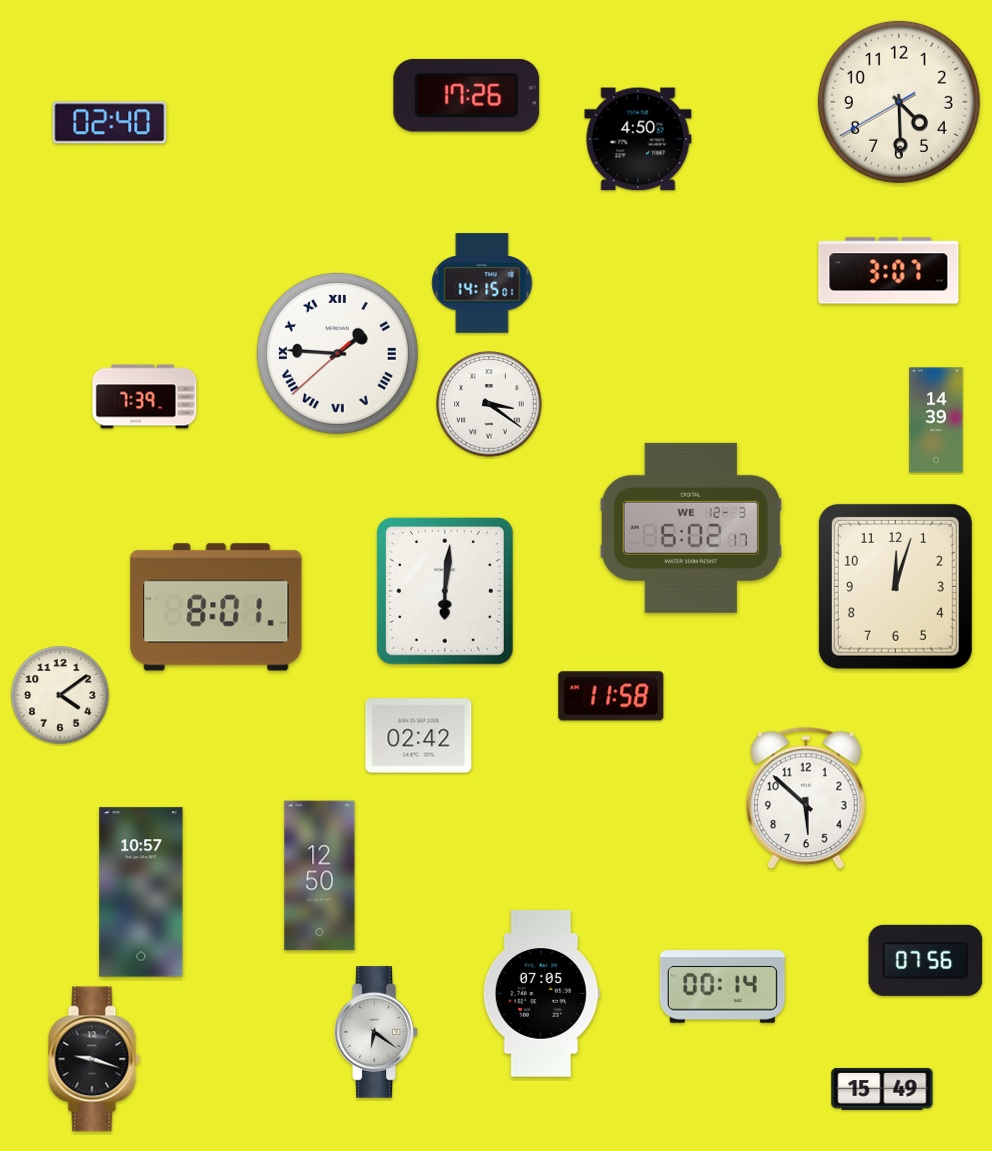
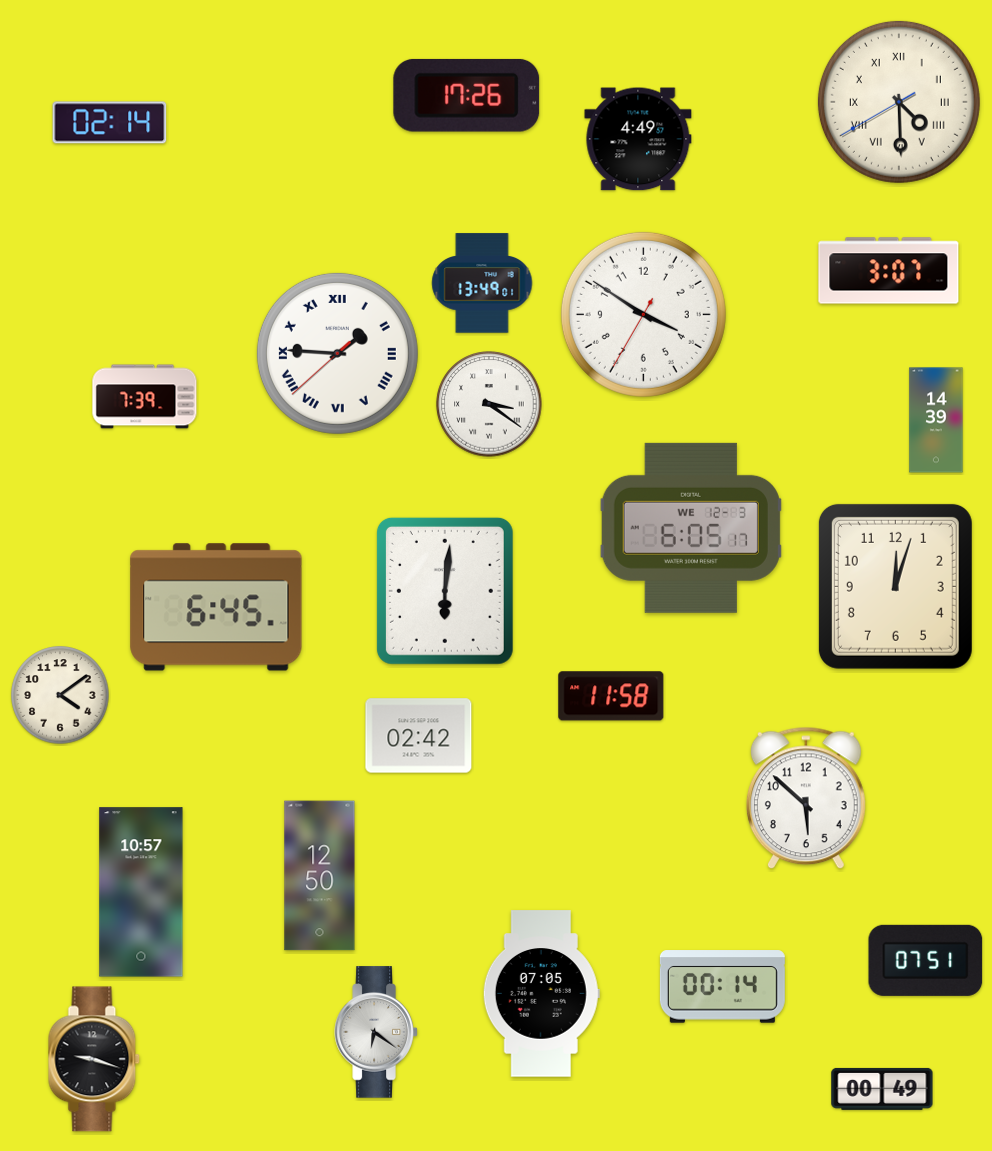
clock at (899, 102) numerals: Arabic -> Roman
clock at (110, 123): 02:40 -> 02:14
clock at (638, 139): 4:50 -> 4:49
clock at (482, 283): 14:15 -> 13:49
clock at (643, 314): none -> 3:50
clock at (691, 528): 6:02 -> 6:05
clock at (216, 607): 8:01 -> 6:45
clock at (926, 960): 07:56 -> 07:51
clock at (882, 1089): 15:49 -> 00:49
